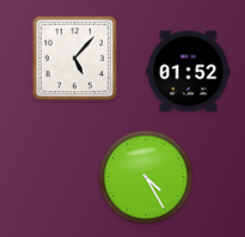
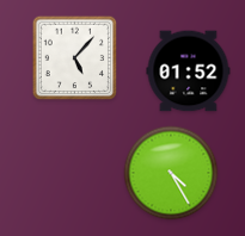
clock at (146, 177) position: (146, 177) -> (171, 173)
